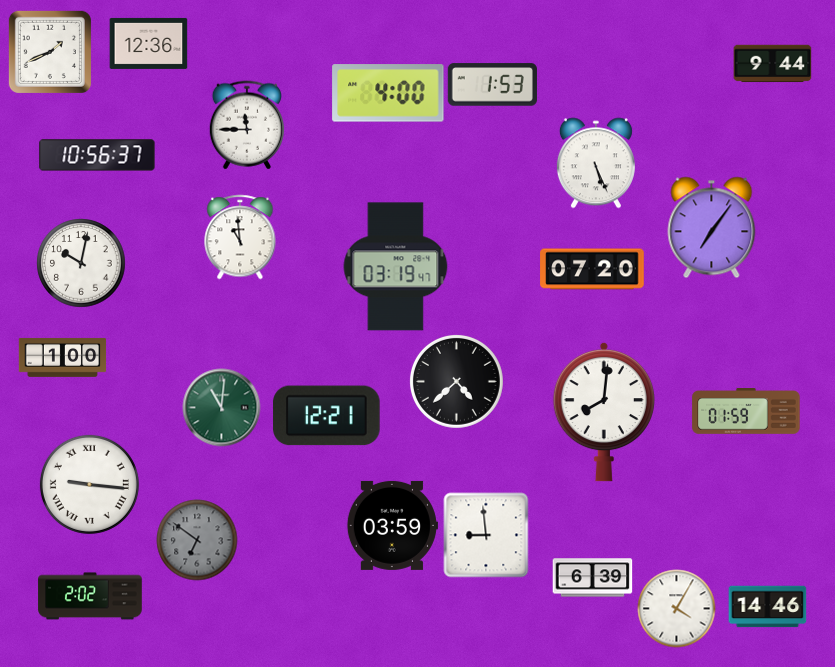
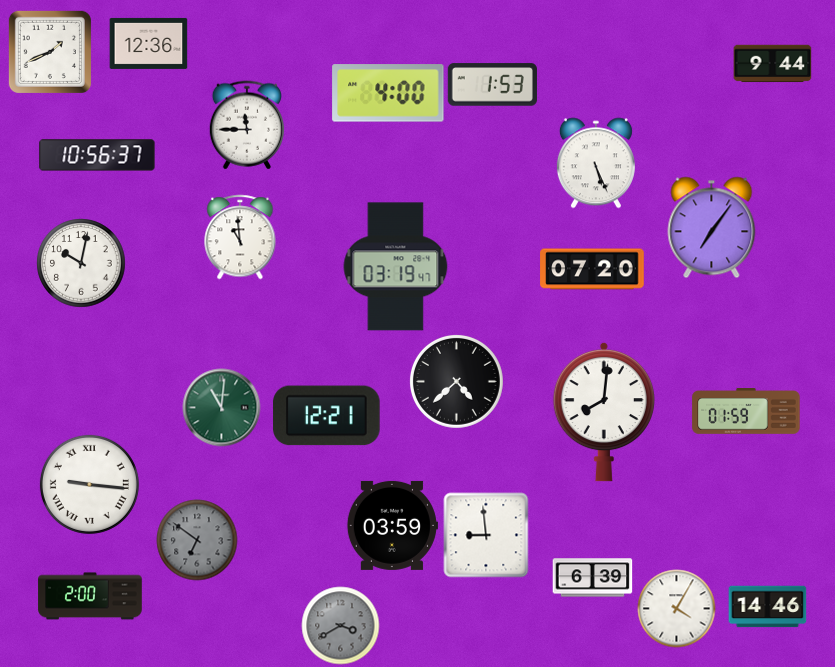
clock at (62, 357): 1:00 -> none
clock at (90, 596): 2:02 -> 2:00
clock at (340, 625): none -> 3:40
